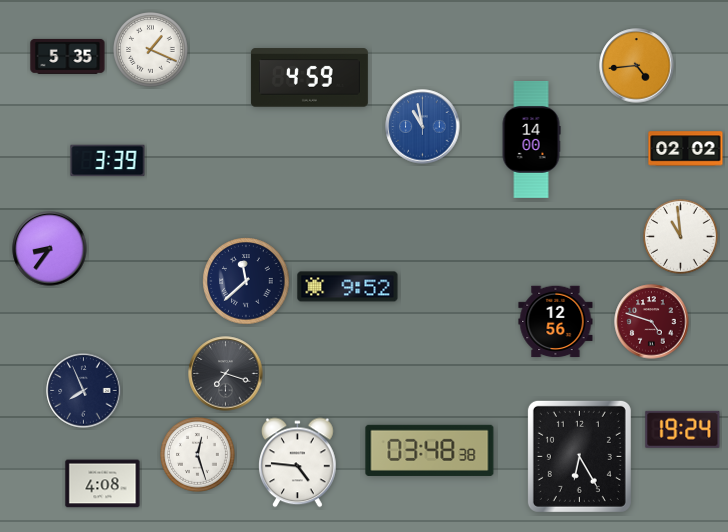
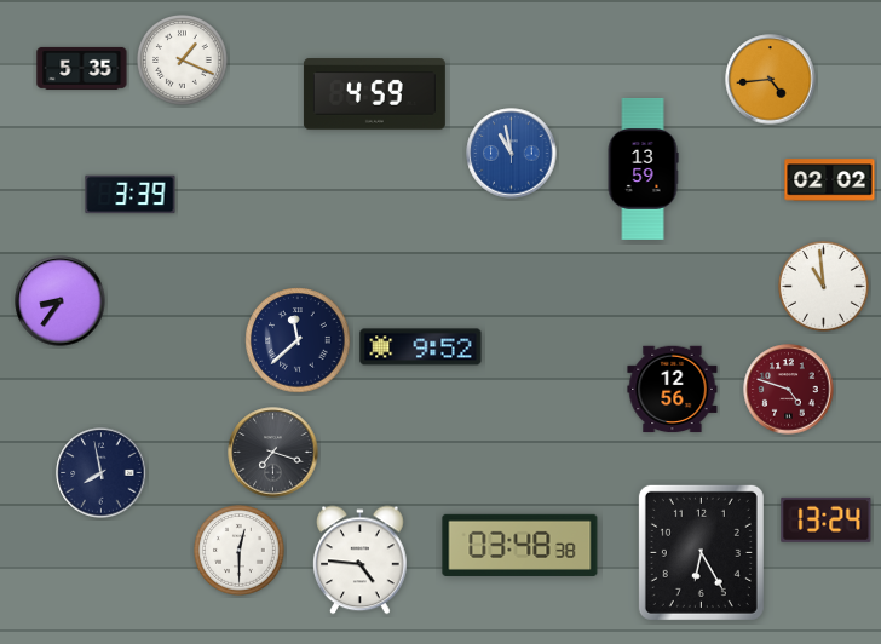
clock at (531, 139): 14:00 -> 13:59
clock at (84, 391): 7:56 -> 7:58
clock at (683, 429): 19:24 -> 13:24
clock at (198, 455): 12:27 -> 12:30
clock at (103, 484): 4:08 -> none
